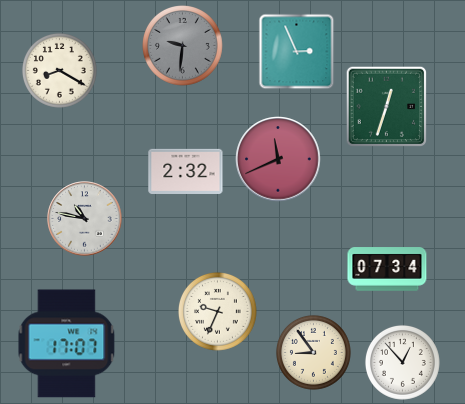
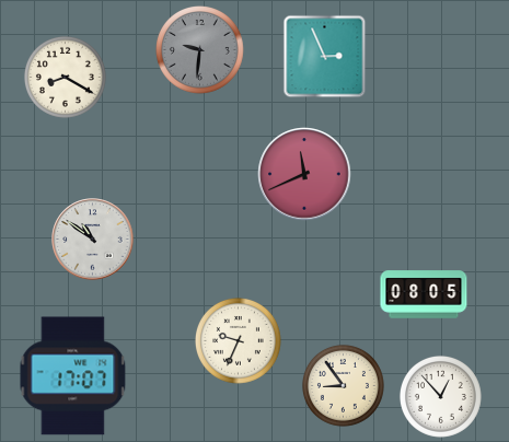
clock at (387, 107): 12:33 -> none
clock at (186, 171): 2:32 -> none
clock at (85, 219): 10:47 -> 10:51
clock at (387, 269): 07:34 -> 08:05
